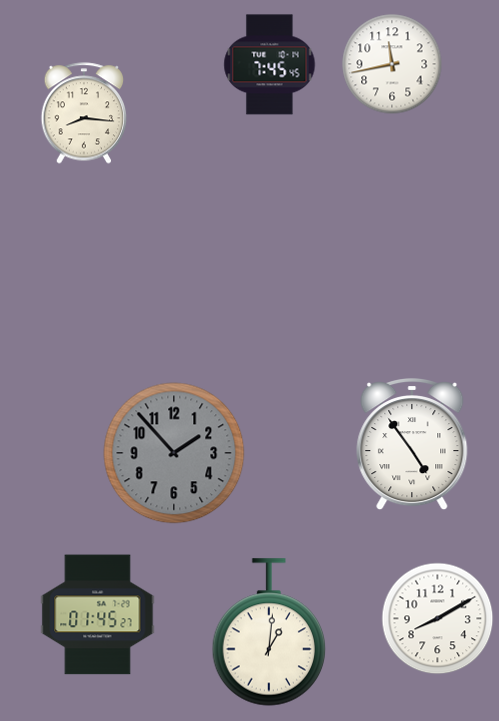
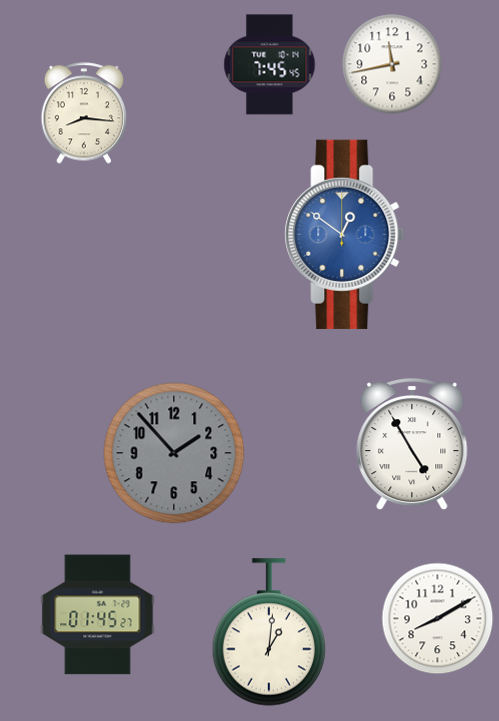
clock at (345, 234): none -> 12:51
clock at (412, 445): 4:54 -> 4:55
